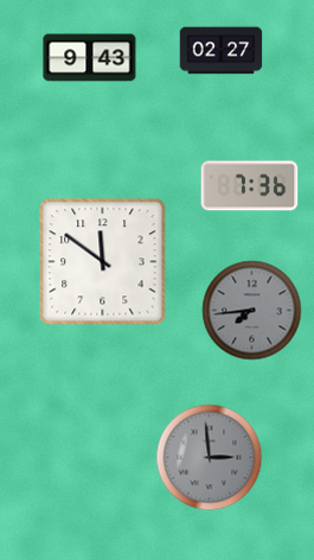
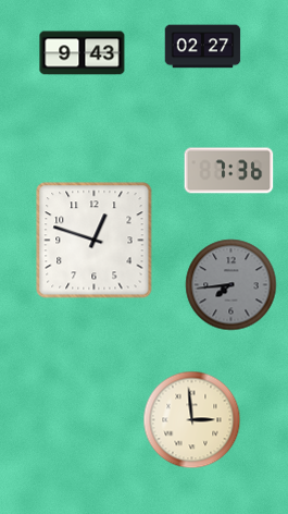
clock at (103, 262): 11:51 -> 12:48
clock at (210, 458) dial: grey -> cream
